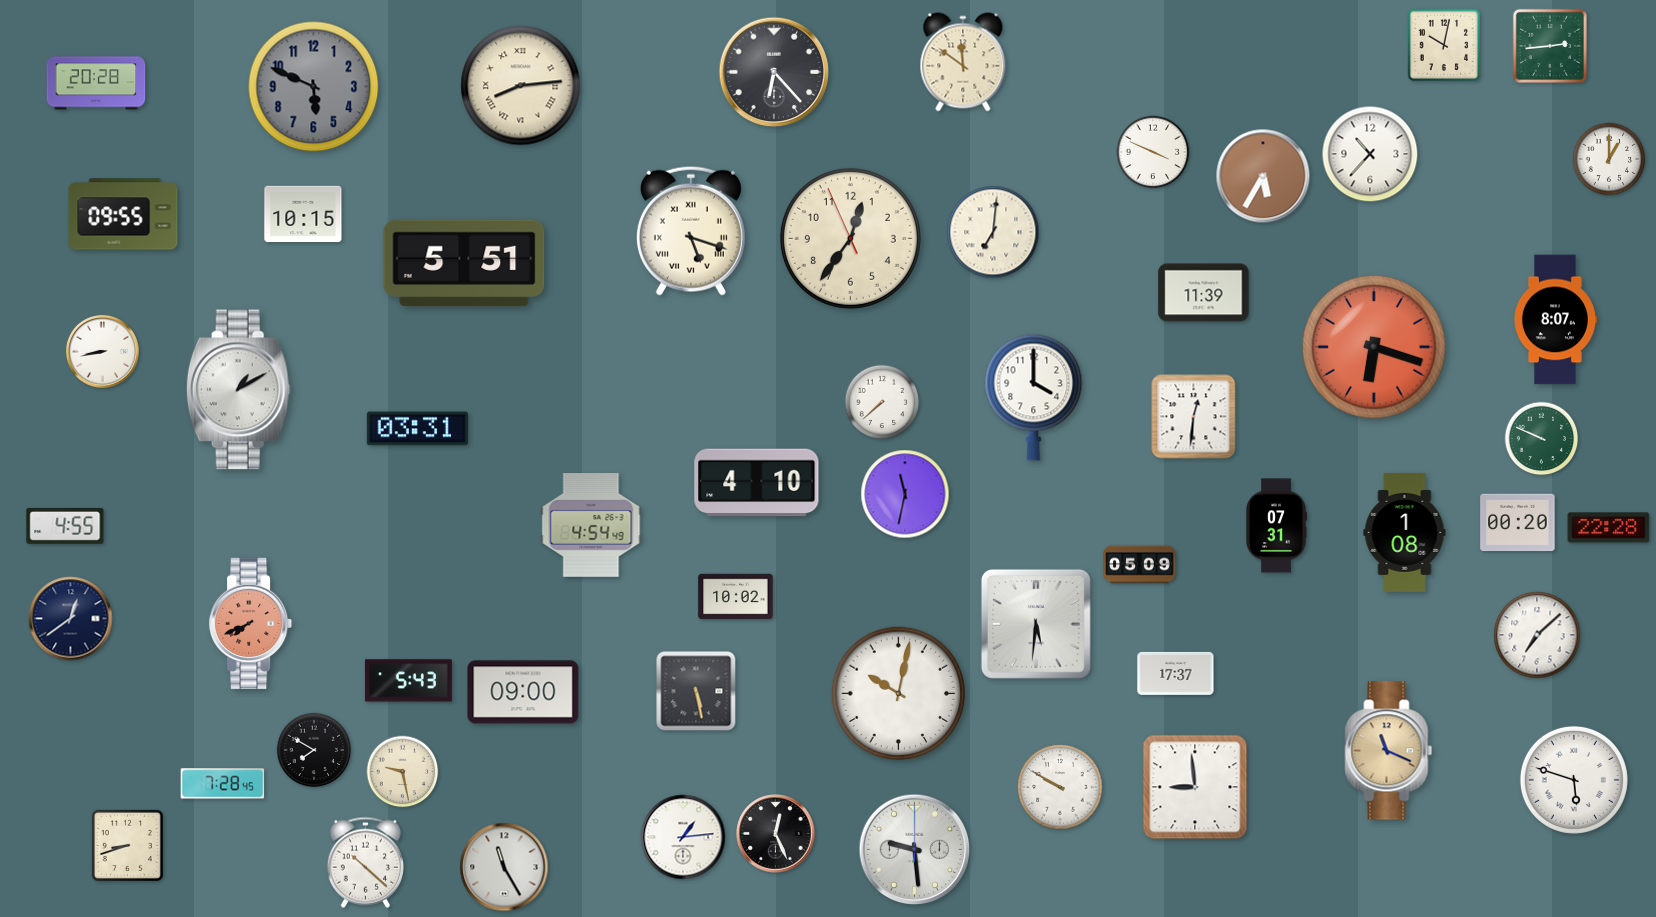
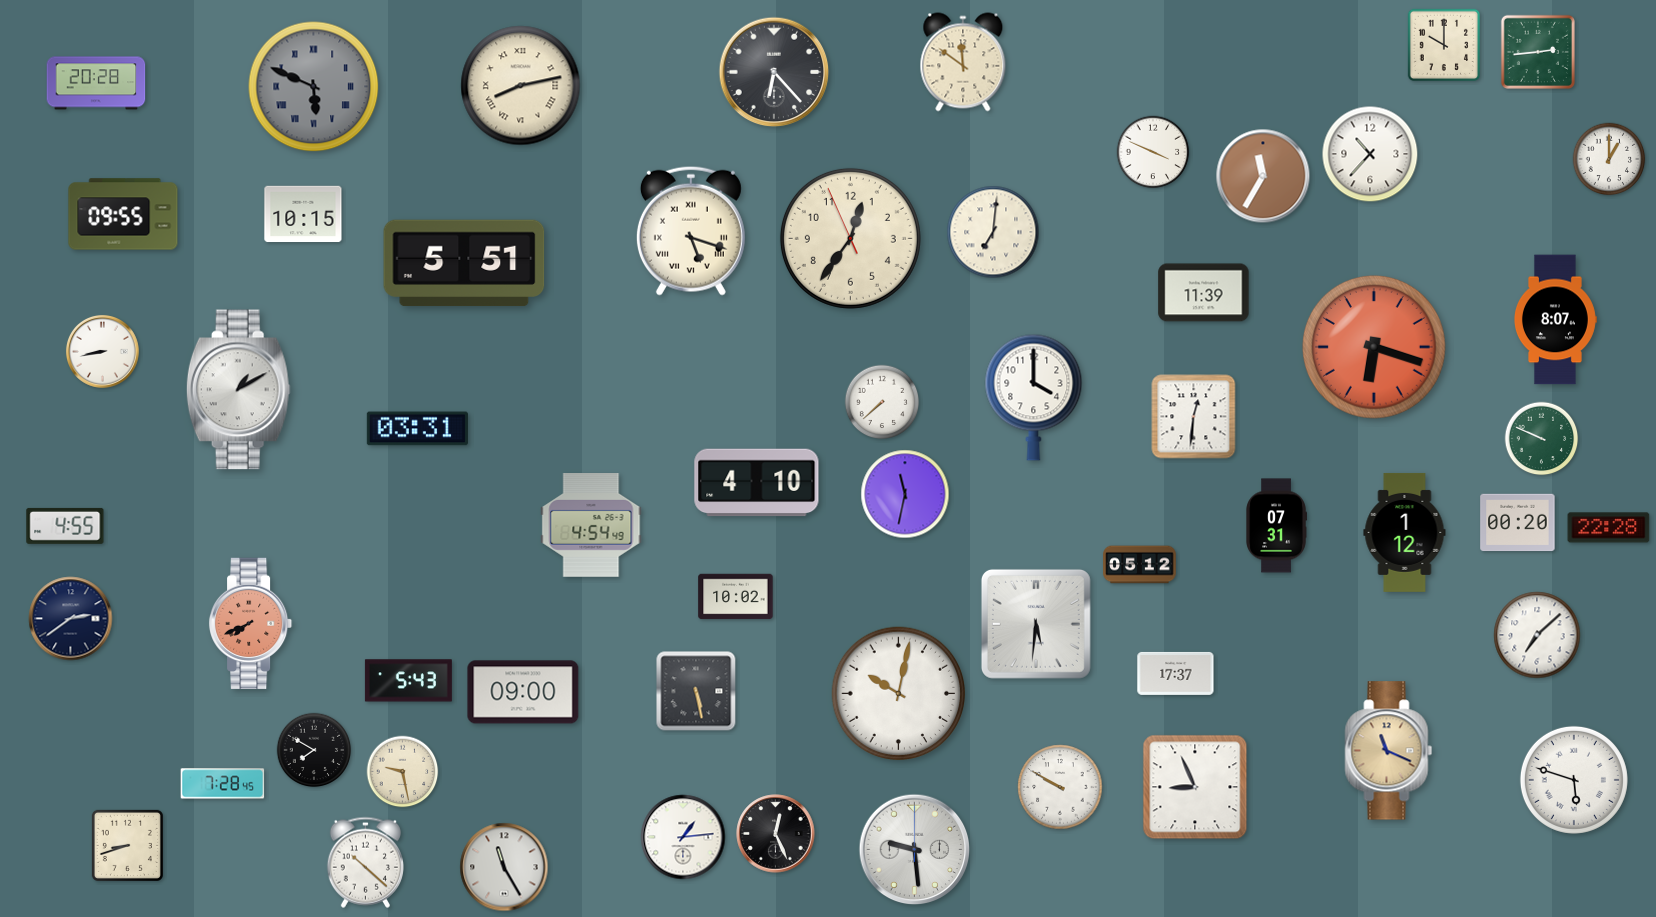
clock at (1444, 45): 10:02 -> 10:00
clock at (1550, 46) position: (1550, 46) -> (1538, 52)
clock at (521, 86): 8:14 -> 8:13
clock at (314, 87) numerals: Arabic -> Roman
clock at (1263, 176): 5:35 -> 11:35
clock at (1405, 532): 1:08 -> 1:12
clock at (1140, 565): 05:09 -> 05:12
clock at (71, 619): 12:39 -> 2:39
clock at (1195, 787): 8:59 -> 8:56
